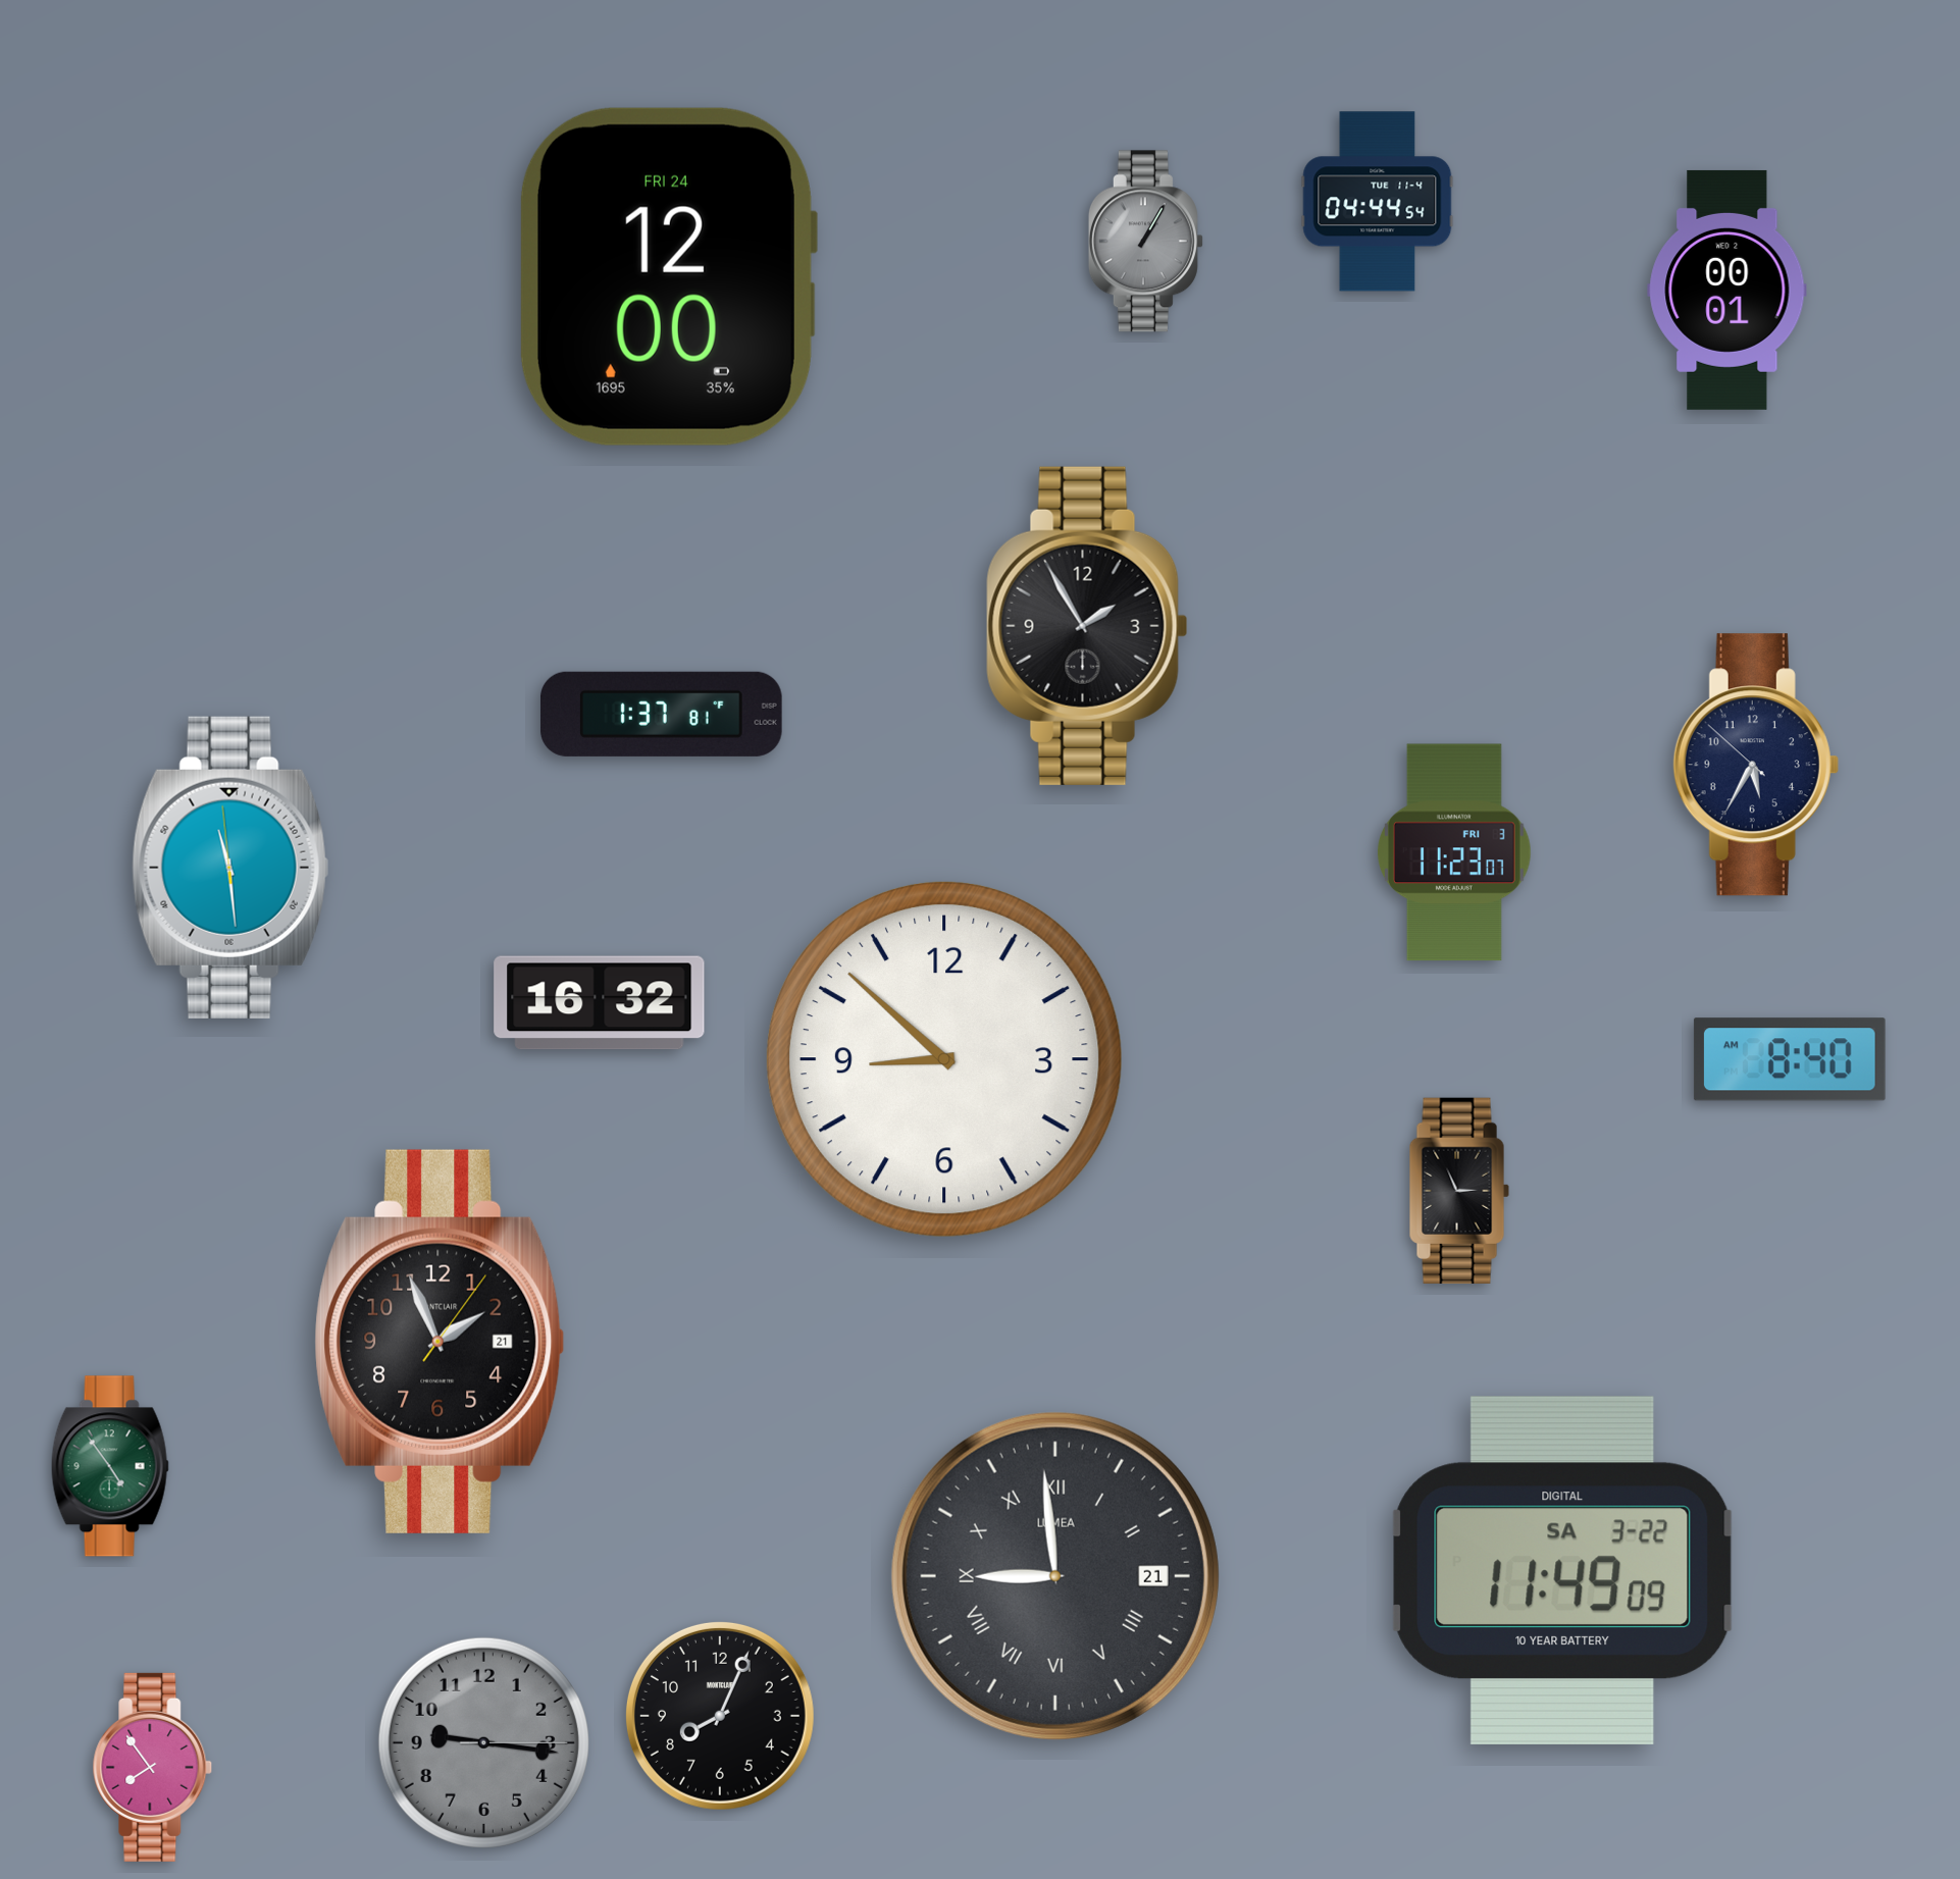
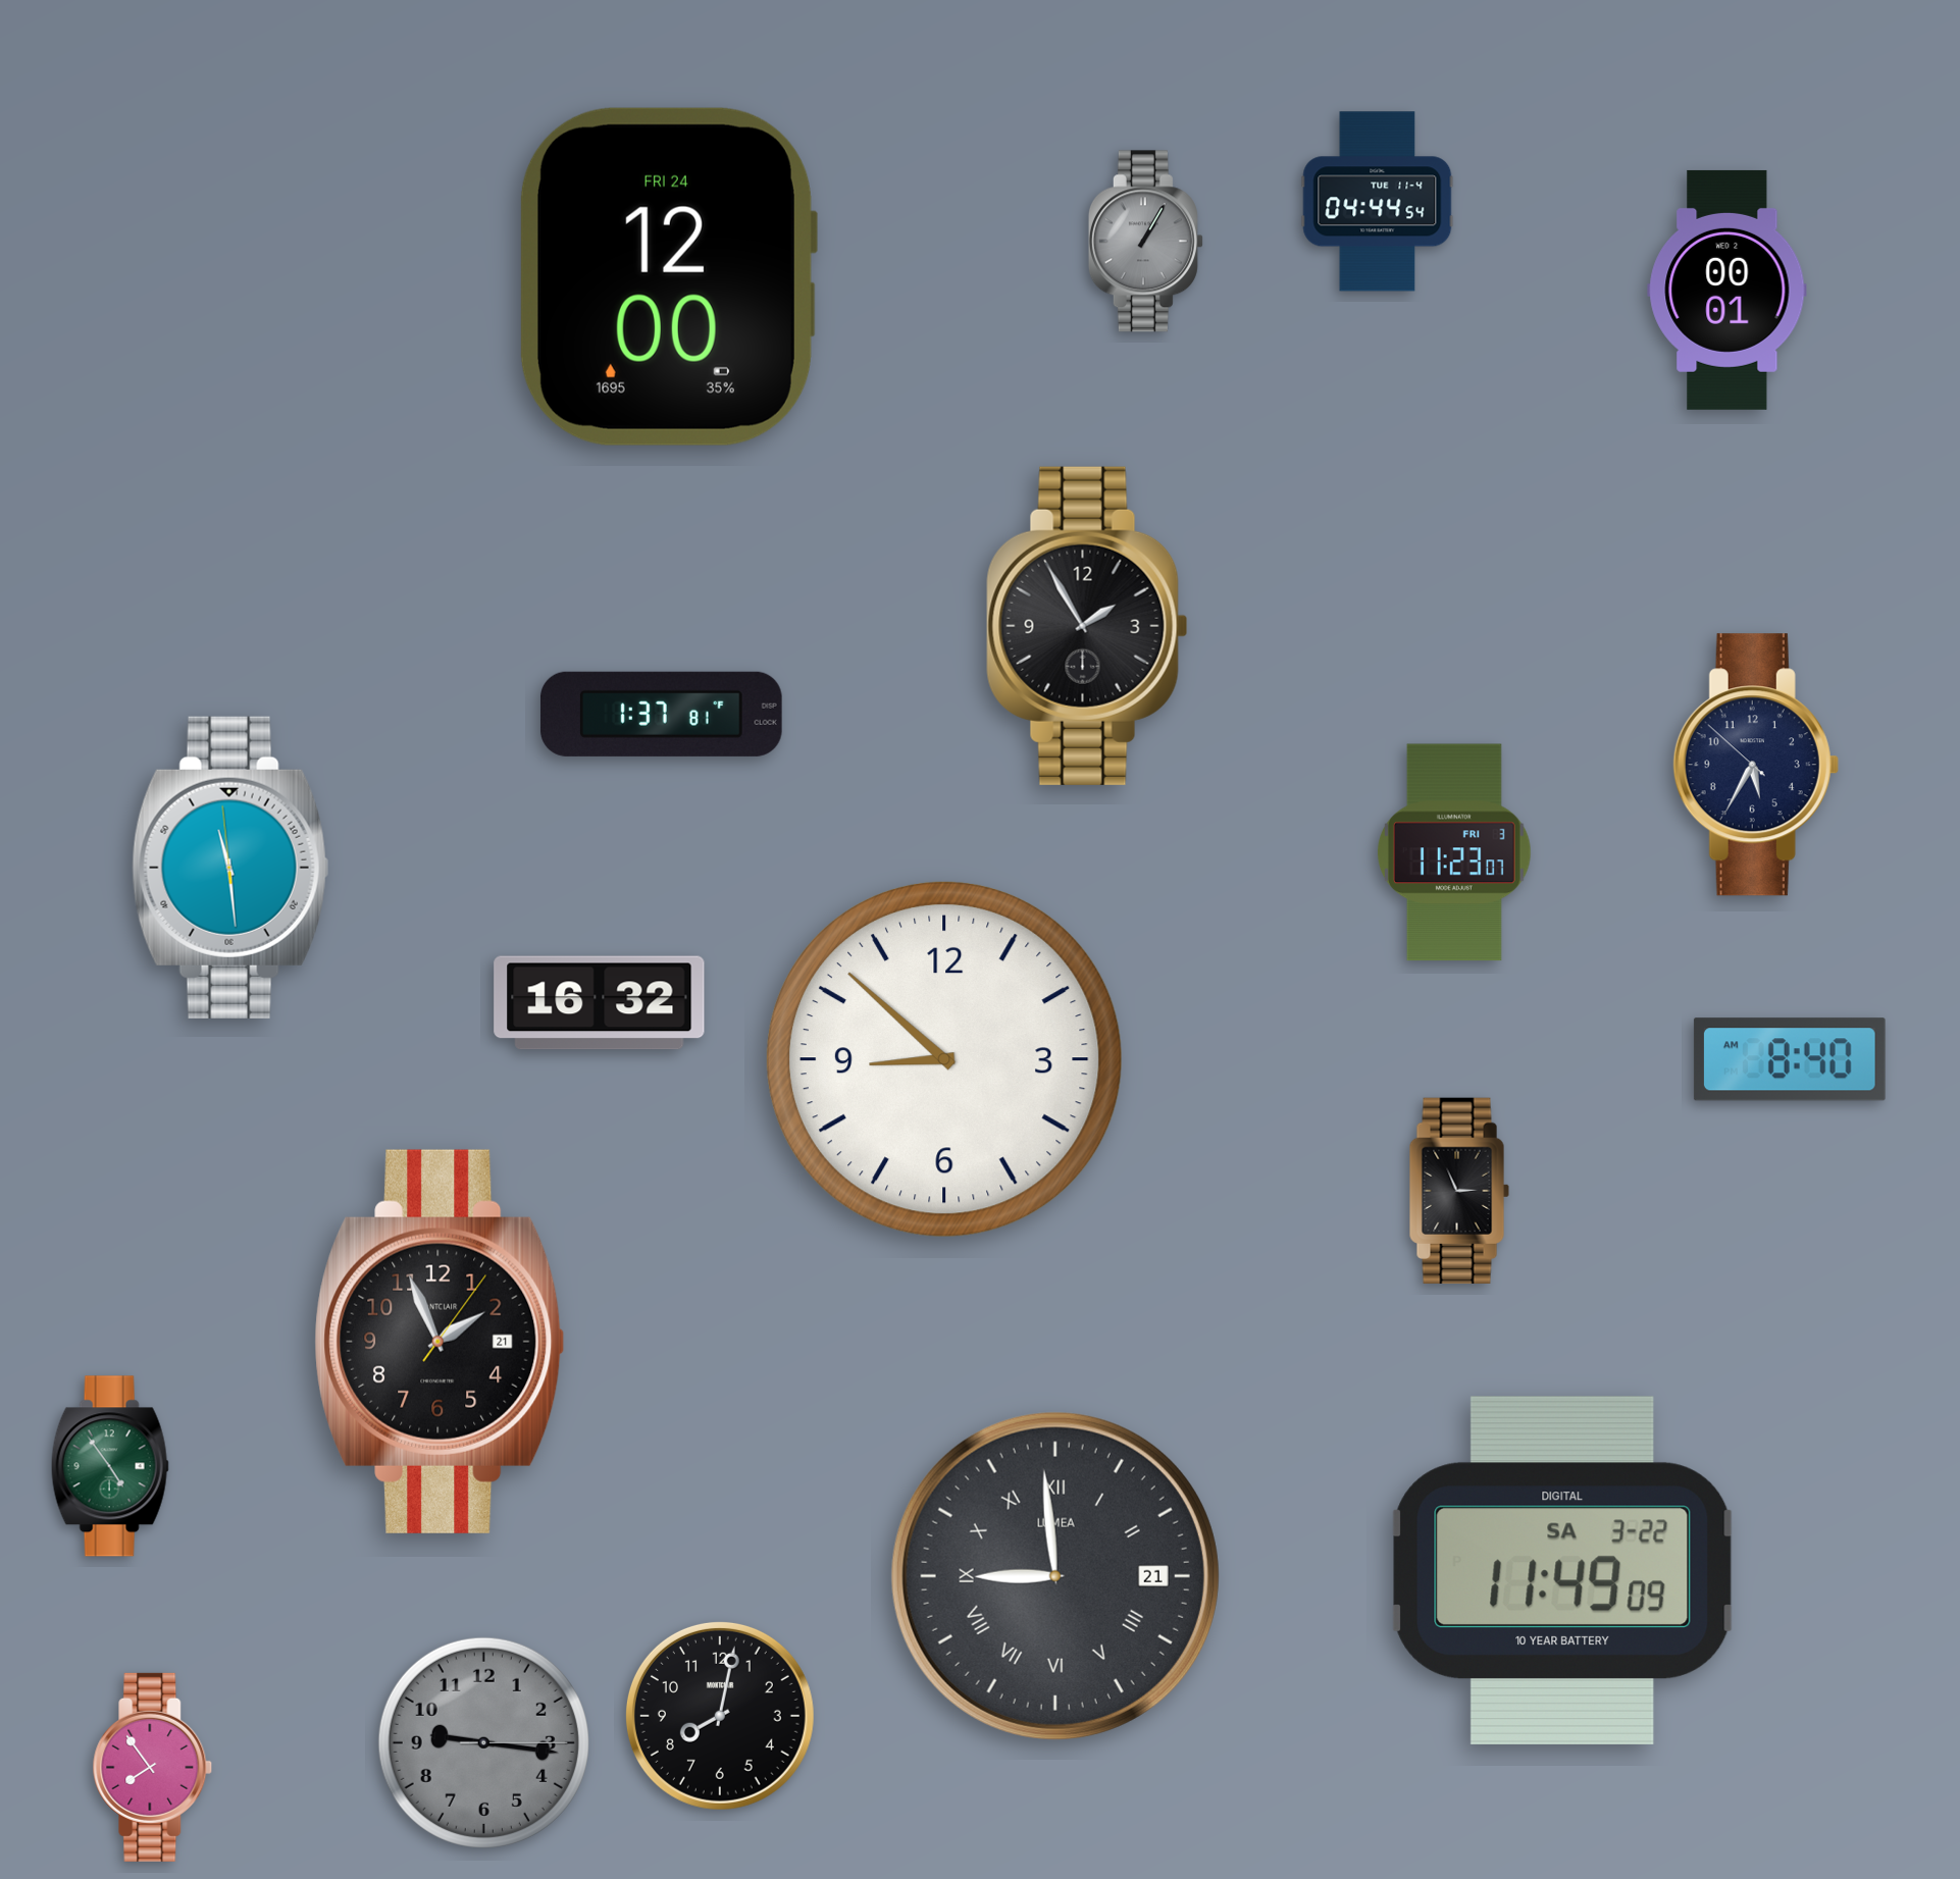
clock at (720, 1716): 8:04 -> 8:02
